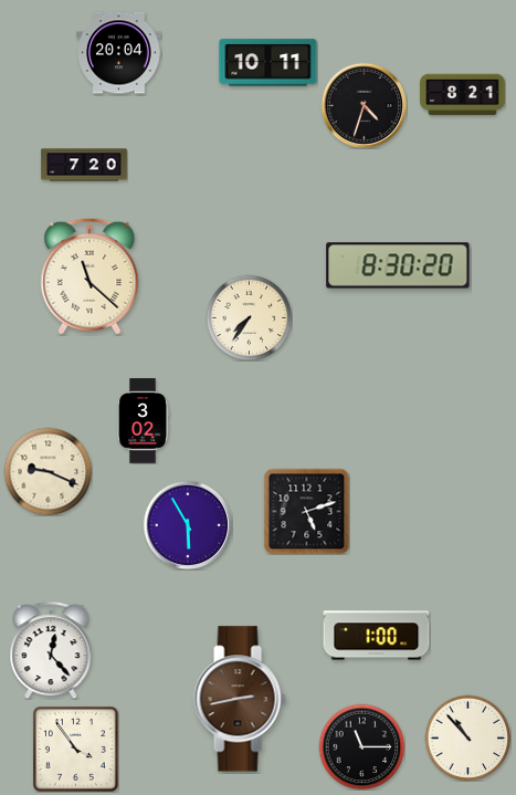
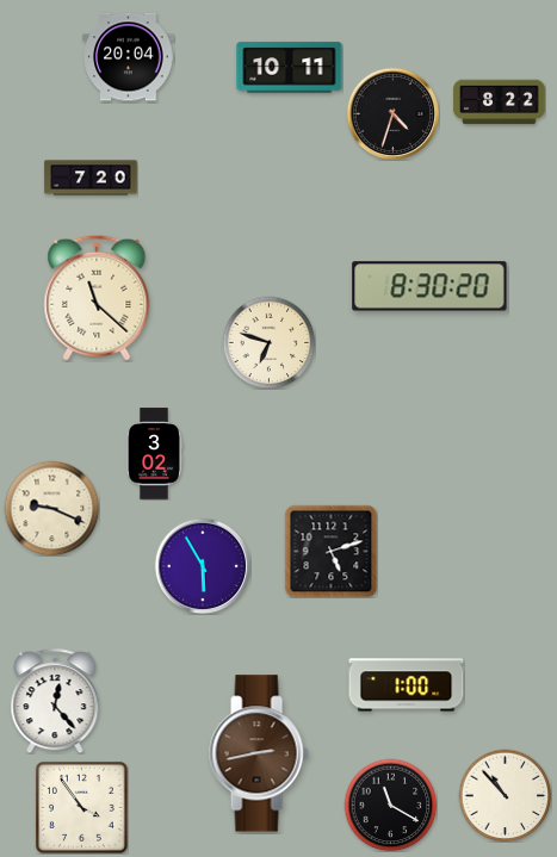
clock at (463, 95): 8:21 -> 8:22
clock at (249, 317): 7:36 -> 6:48
clock at (361, 746): 11:15 -> 11:20
